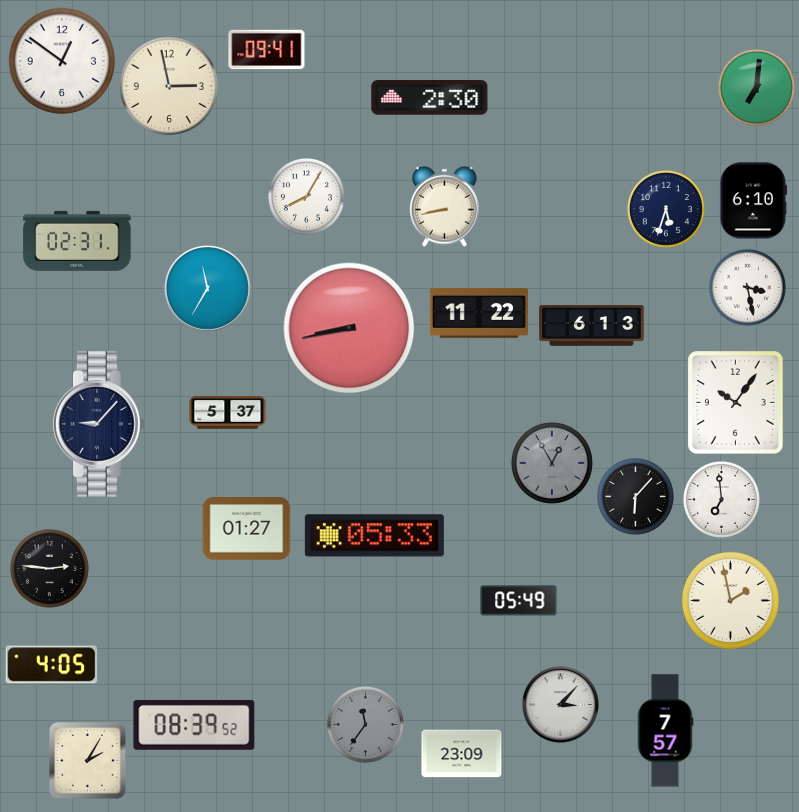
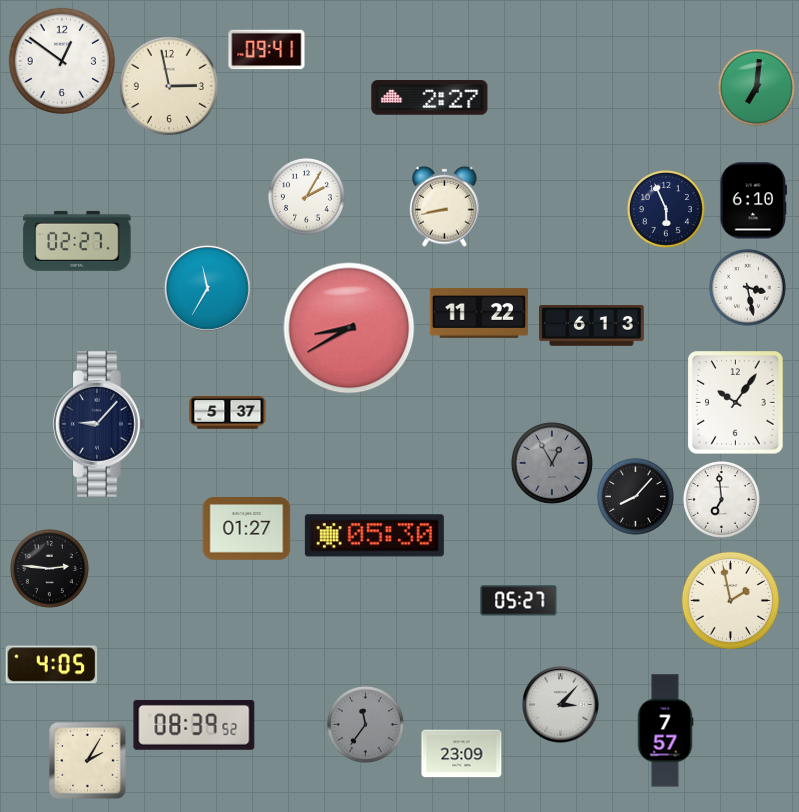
clock at (430, 98): 2:30 -> 2:27
clock at (306, 196): 8:05 -> 2:05
clock at (666, 209): 5:33 -> 5:56
clock at (77, 241): 02:31 -> 02:27
clock at (349, 328): 8:43 -> 8:40
clock at (635, 496): 6:07 -> 8:07
clock at (374, 536): 05:33 -> 05:30
clock at (519, 601): 05:49 -> 05:27
